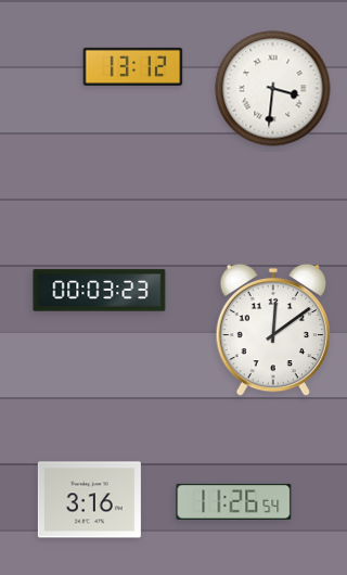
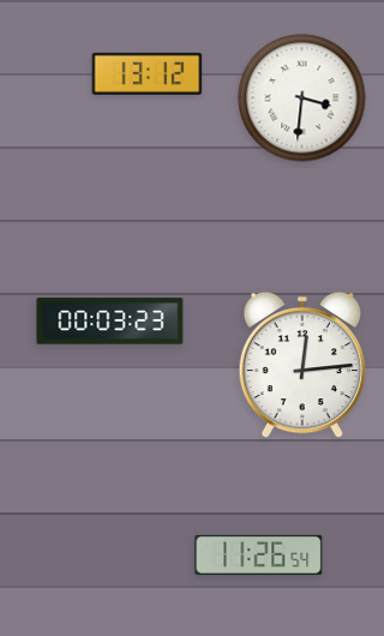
clock at (272, 330): 12:09 -> 12:14
clock at (89, 500): 3:16 -> none
